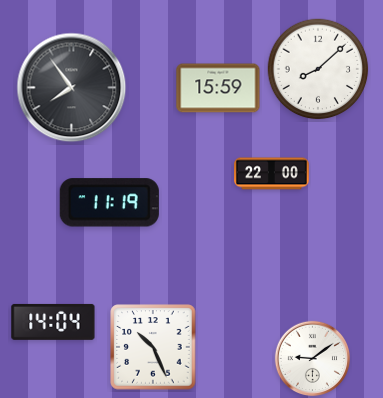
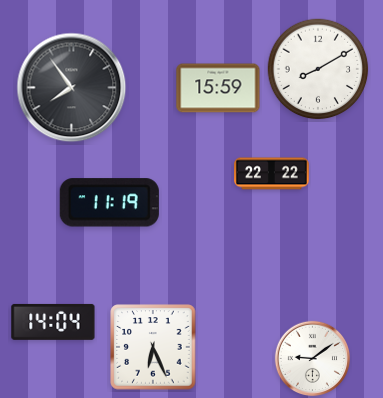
clock at (318, 69): 8:08 -> 8:10
clock at (272, 174): 22:00 -> 22:22
clock at (153, 347): 10:26 -> 6:26
